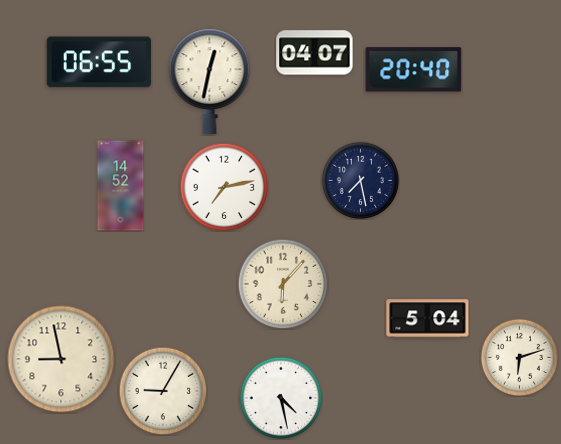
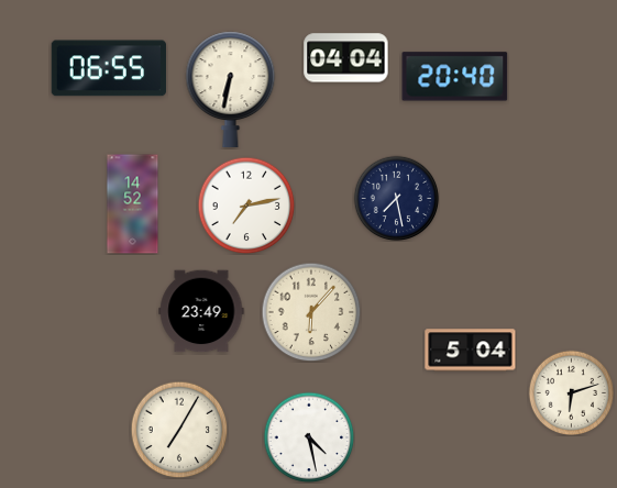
clock at (315, 53): 04:07 -> 04:04
clock at (210, 81): 12:32 -> 6:32
clock at (201, 311): none -> 23:49
clock at (61, 359): 8:58 -> none
clock at (163, 391): 9:05 -> 7:05
